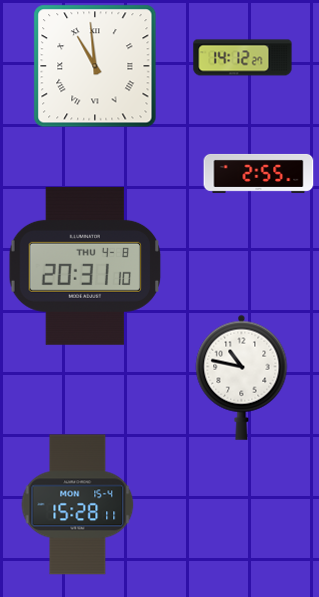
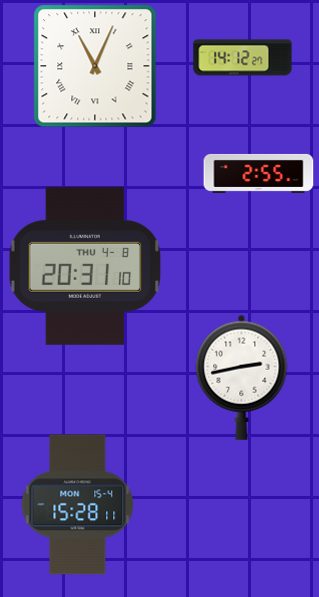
clock at (95, 66): 10:59 -> 11:04
clock at (242, 377): 10:47 -> 2:43
